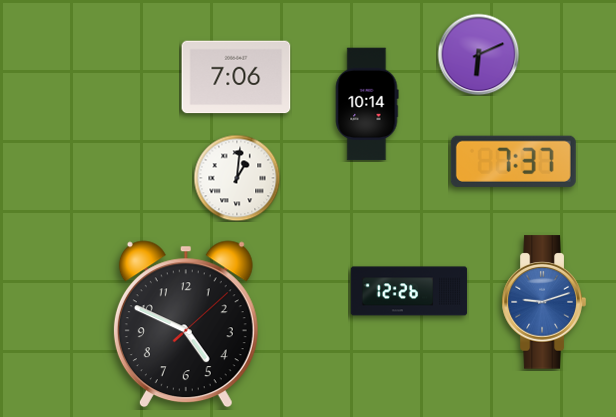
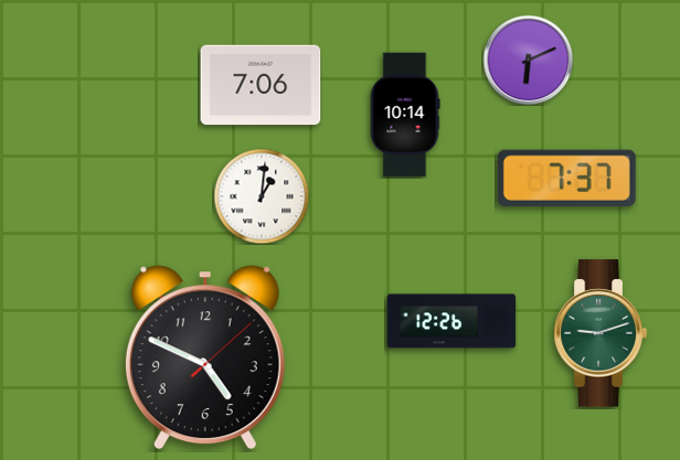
clock at (544, 302) dial: blue -> green
